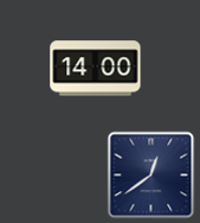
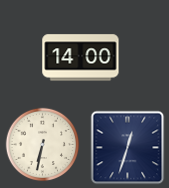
clock at (43, 145): none -> 6:32
clock at (151, 176): 12:39 -> 12:33
